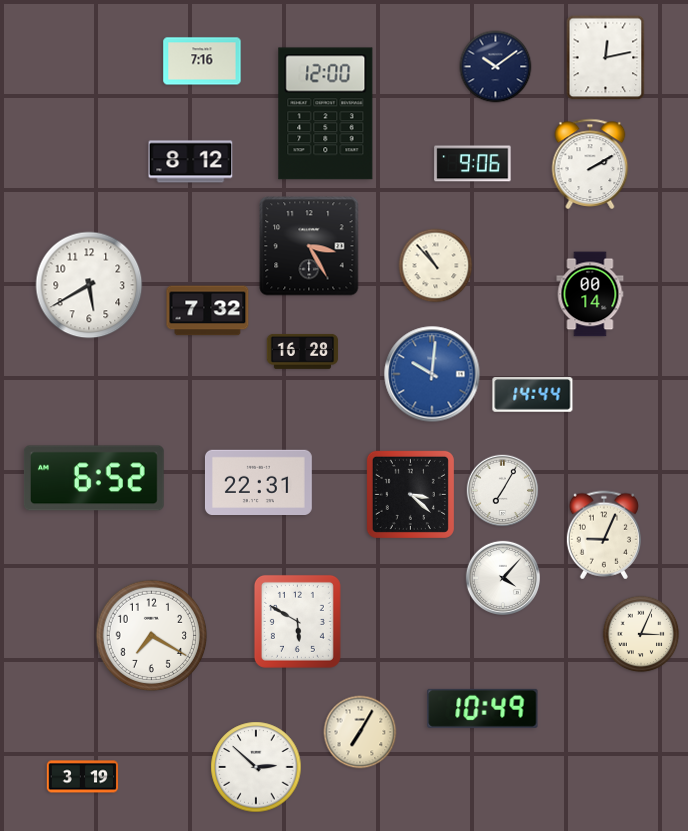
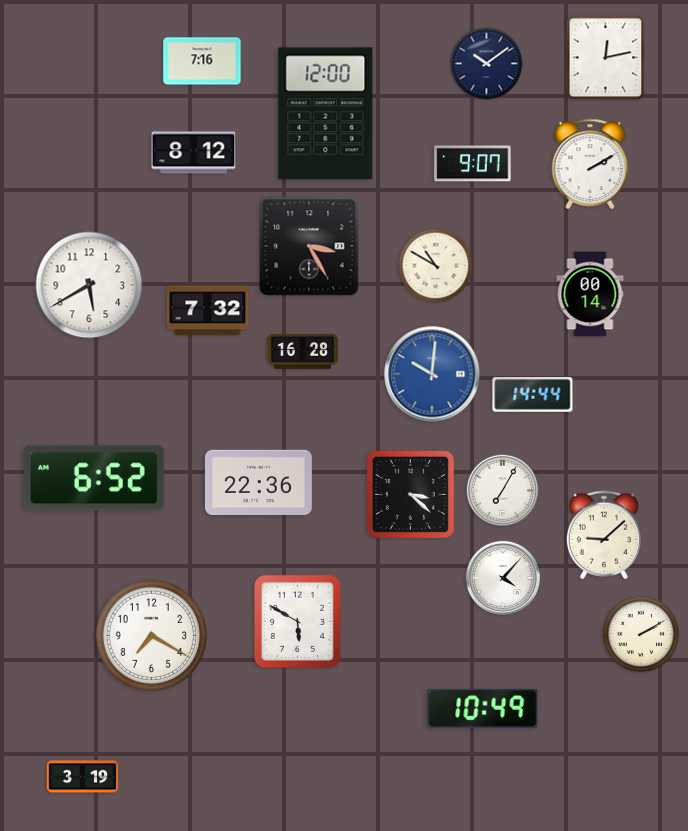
clock at (496, 67) position: (496, 67) -> (487, 64)
clock at (191, 162) position: (191, 162) -> (194, 153)
clock at (473, 164): 9:06 -> 9:07
clock at (436, 266): 10:53 -> 10:50
clock at (258, 482): 22:31 -> 22:36
clock at (604, 535): 9:04 -> 9:08
clock at (641, 634): 3:04 -> 2:10
clock at (360, 732): 7:05 -> none
clock at (256, 767): 2:52 -> none
